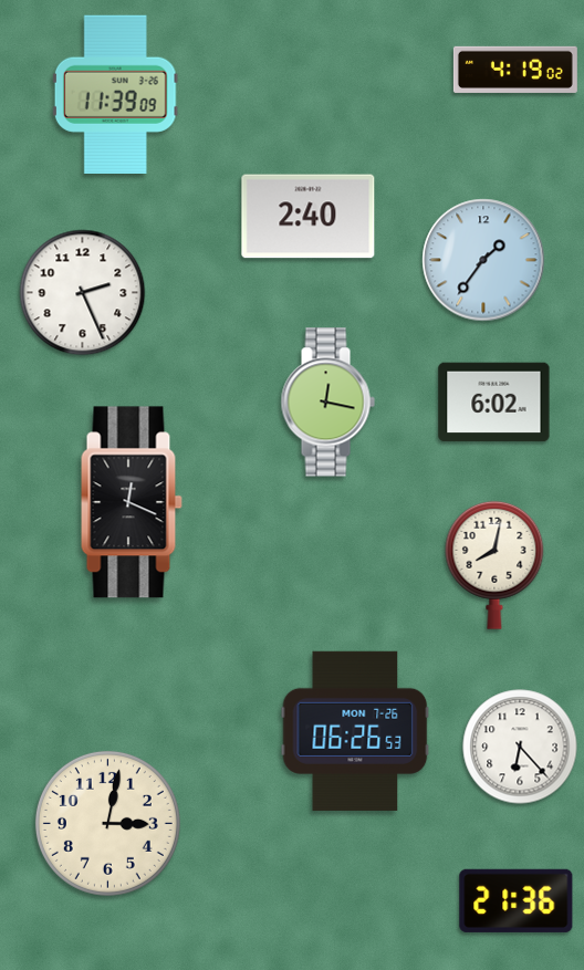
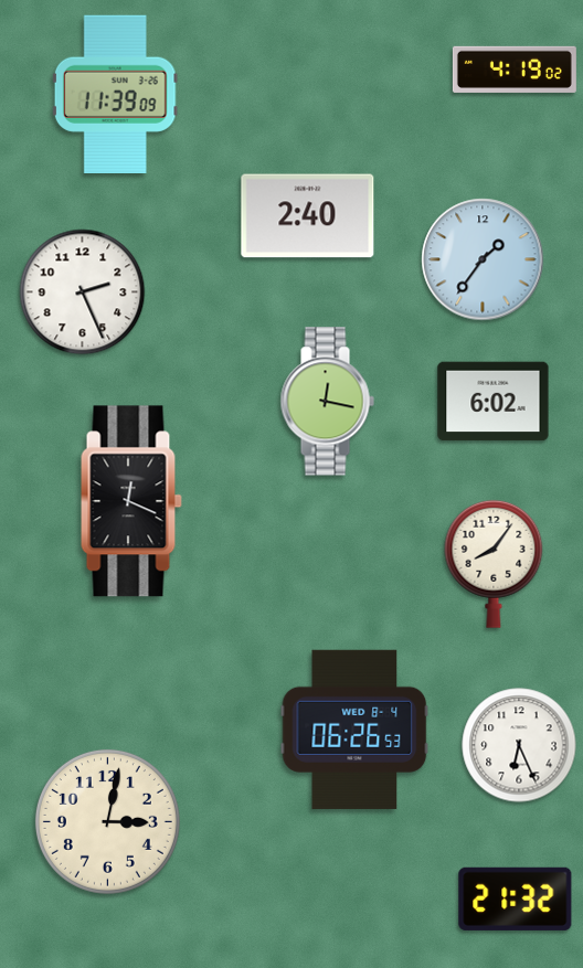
clock at (494, 565): 8:02 -> 8:06
clock at (355, 731) date: MON 7-26 -> WED 8-4
clock at (520, 747): 6:23 -> 6:26
clock at (517, 900): 21:36 -> 21:32
